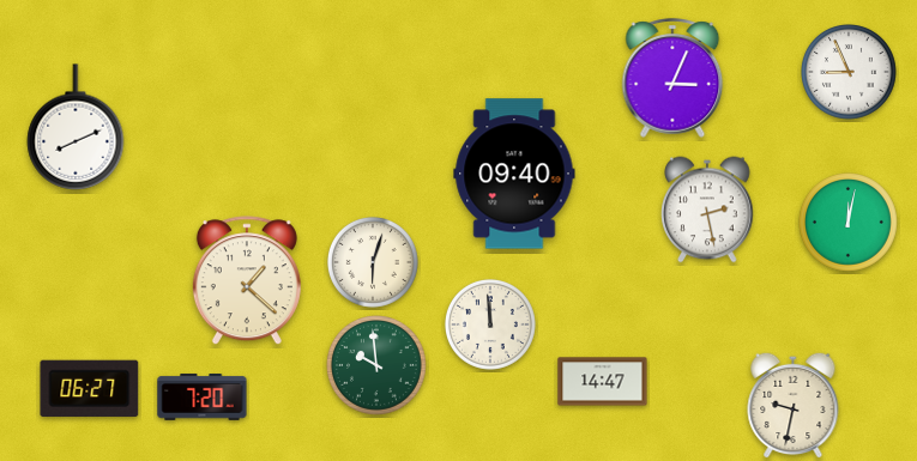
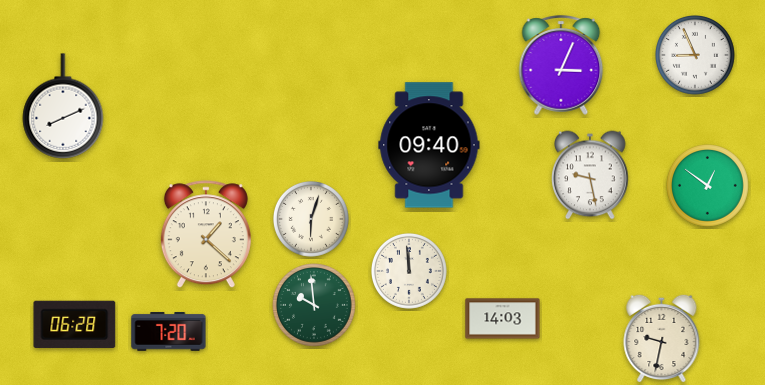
clock at (850, 73) position: (850, 73) -> (696, 56)
clock at (707, 210): 2:28 -> 9:28
clock at (849, 223): 12:02 -> 12:51
clock at (603, 382): 14:47 -> 14:03
clock at (90, 388): 06:27 -> 06:28
